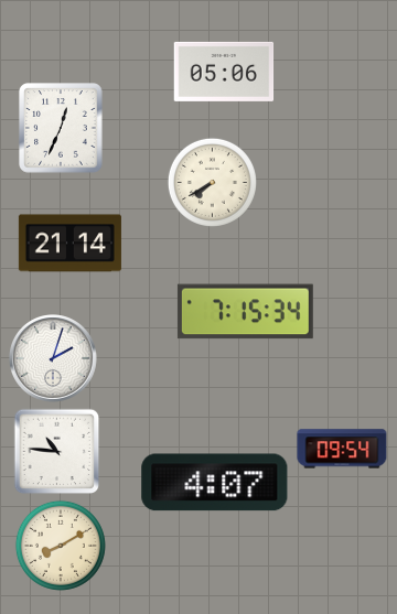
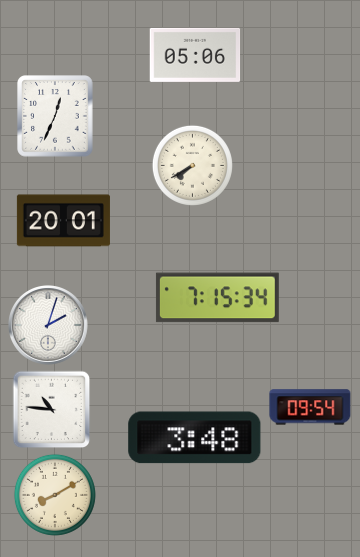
clock at (224, 72) position: (224, 72) -> (195, 55)
clock at (69, 244): 21:14 -> 20:01
clock at (245, 312) position: (245, 312) -> (217, 298)
clock at (215, 483): 4:07 -> 3:48
